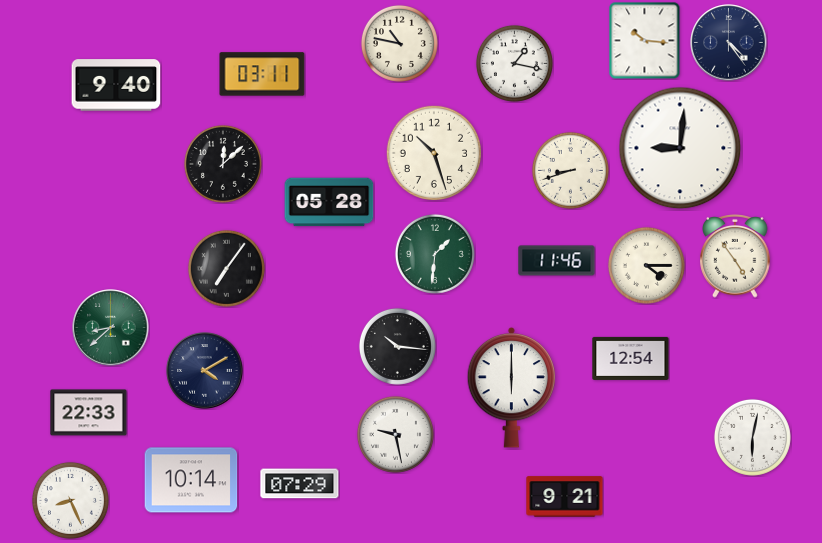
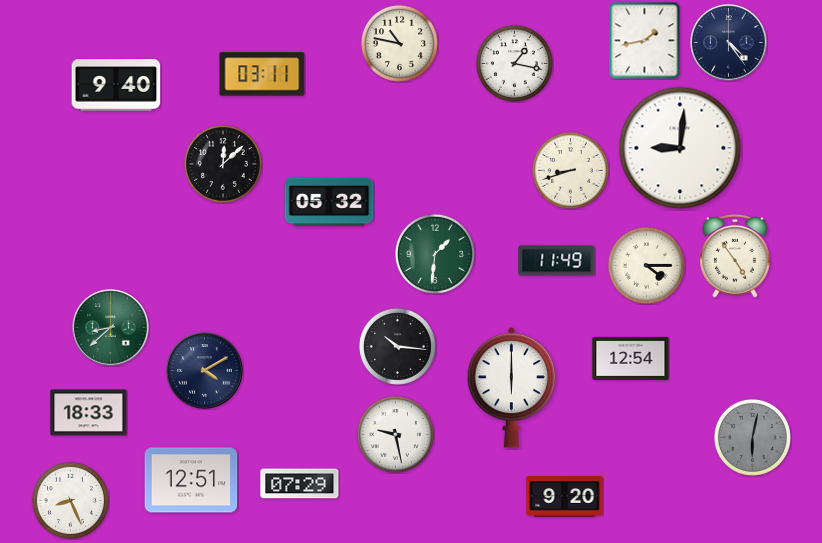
clock at (645, 40): 10:16 -> 1:43
clock at (433, 152): 10:27 -> none
clock at (329, 202): 05:28 -> 05:32
clock at (557, 261): 11:46 -> 11:49
clock at (226, 268): 7:06 -> none
clock at (89, 413): 22:33 -> 18:33
clock at (752, 437) dial: white -> grey
clock at (191, 480): 10:14 -> 12:51
clock at (565, 497): 9:21 -> 9:20
